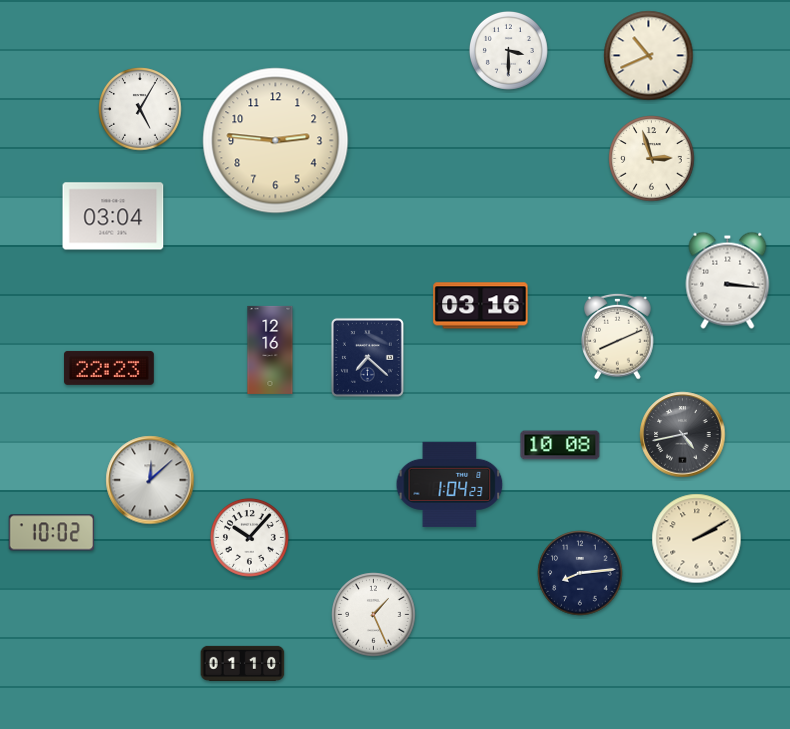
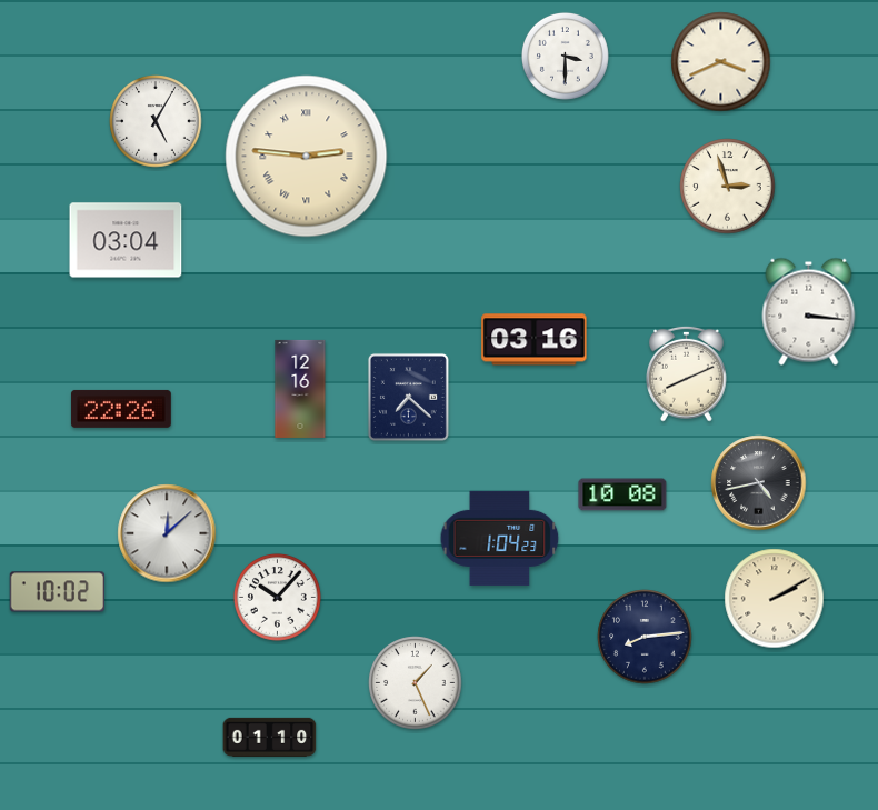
clock at (649, 56): 10:41 -> 3:41
clock at (276, 141) numerals: Arabic -> Roman
clock at (652, 159) position: (652, 159) -> (728, 187)
clock at (109, 368): 22:23 -> 22:26
